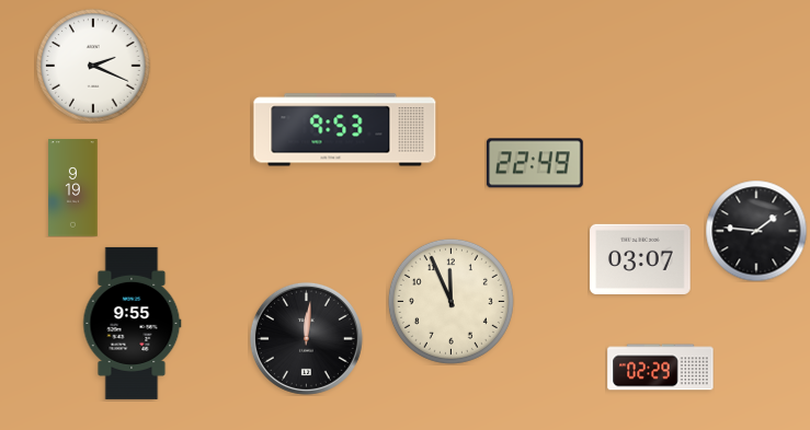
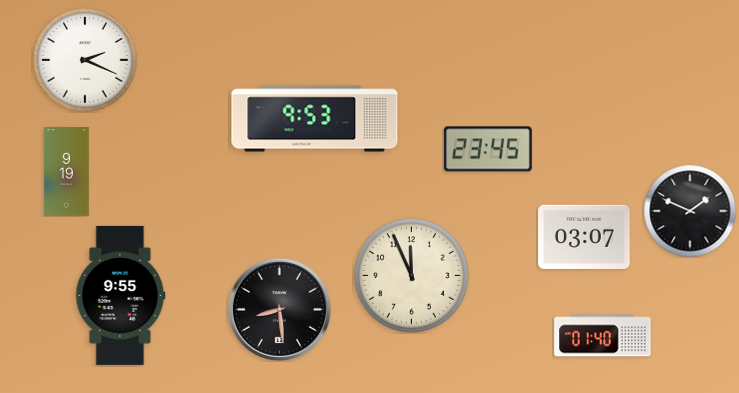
clock at (535, 163): 22:49 -> 23:45
clock at (756, 231): 1:46 -> 1:49
clock at (306, 338): 12:01 -> 8:29
clock at (661, 368): 02:29 -> 01:40
